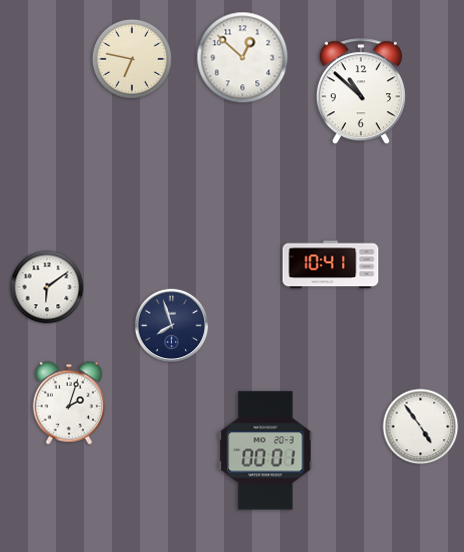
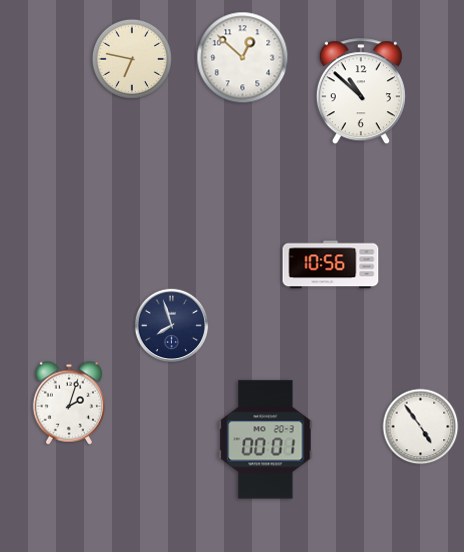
clock at (331, 265): 10:41 -> 10:56
clock at (47, 287): 6:09 -> none
clock at (266, 451) position: (266, 451) -> (266, 440)
